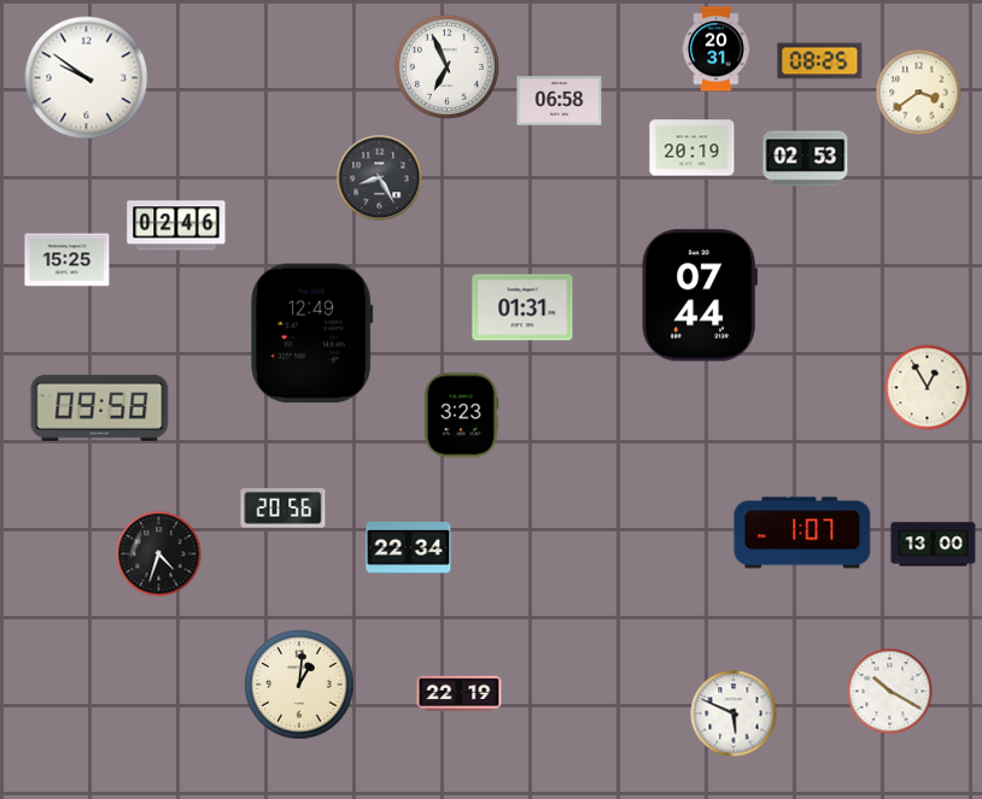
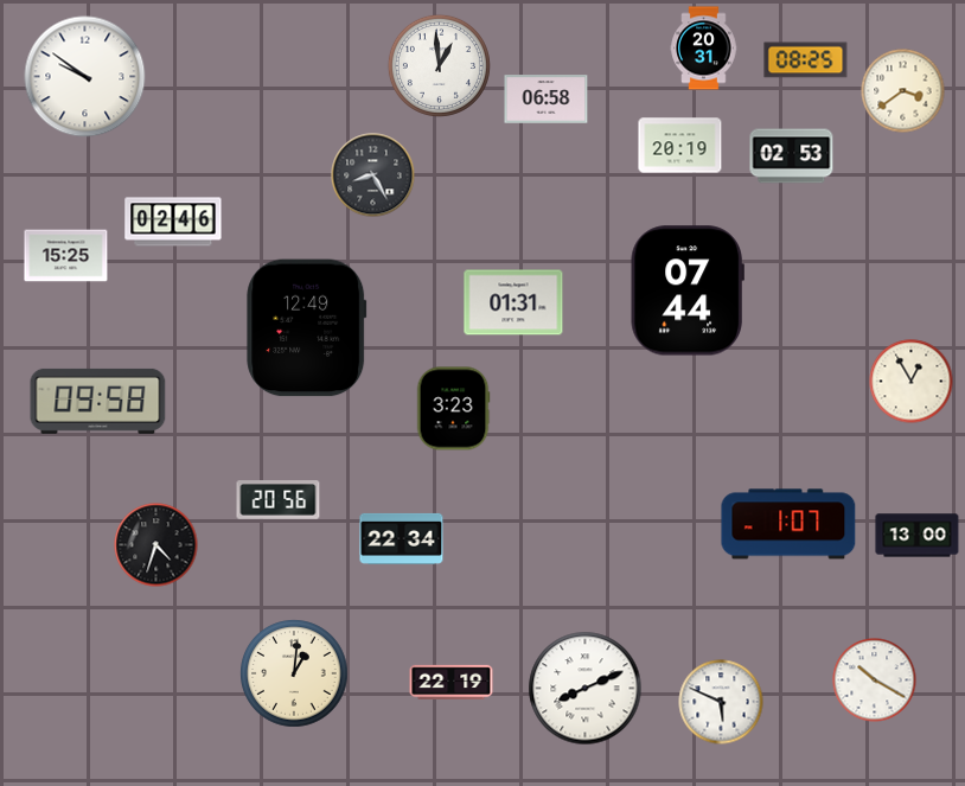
clock at (446, 66): 6:56 -> 12:59
clock at (560, 101) position: (560, 101) -> (547, 100)
clock at (586, 689): none -> 8:11
